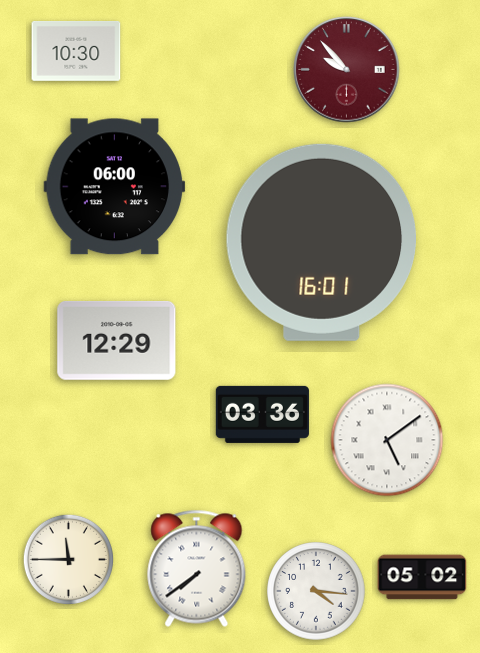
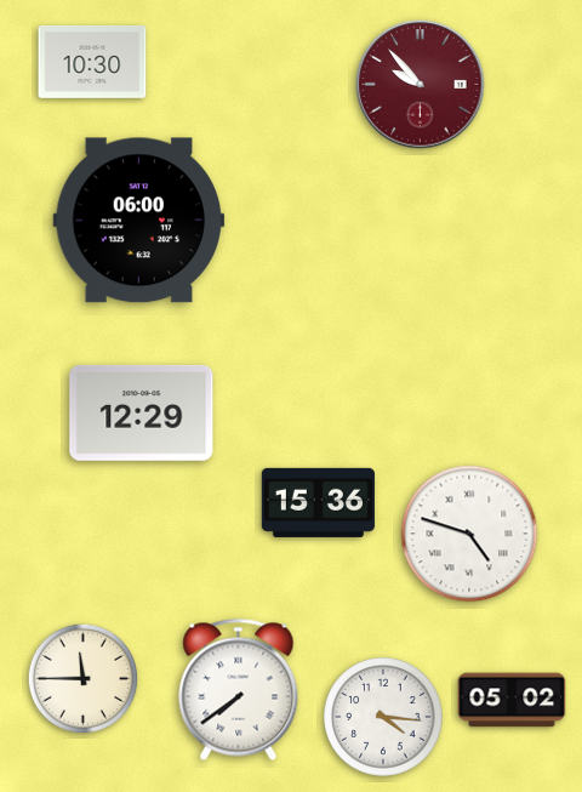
clock at (115, 187) position: (115, 187) -> (139, 221)
clock at (321, 242): 16:01 -> none
clock at (262, 414): 03:36 -> 15:36
clock at (387, 440): 5:09 -> 4:48
